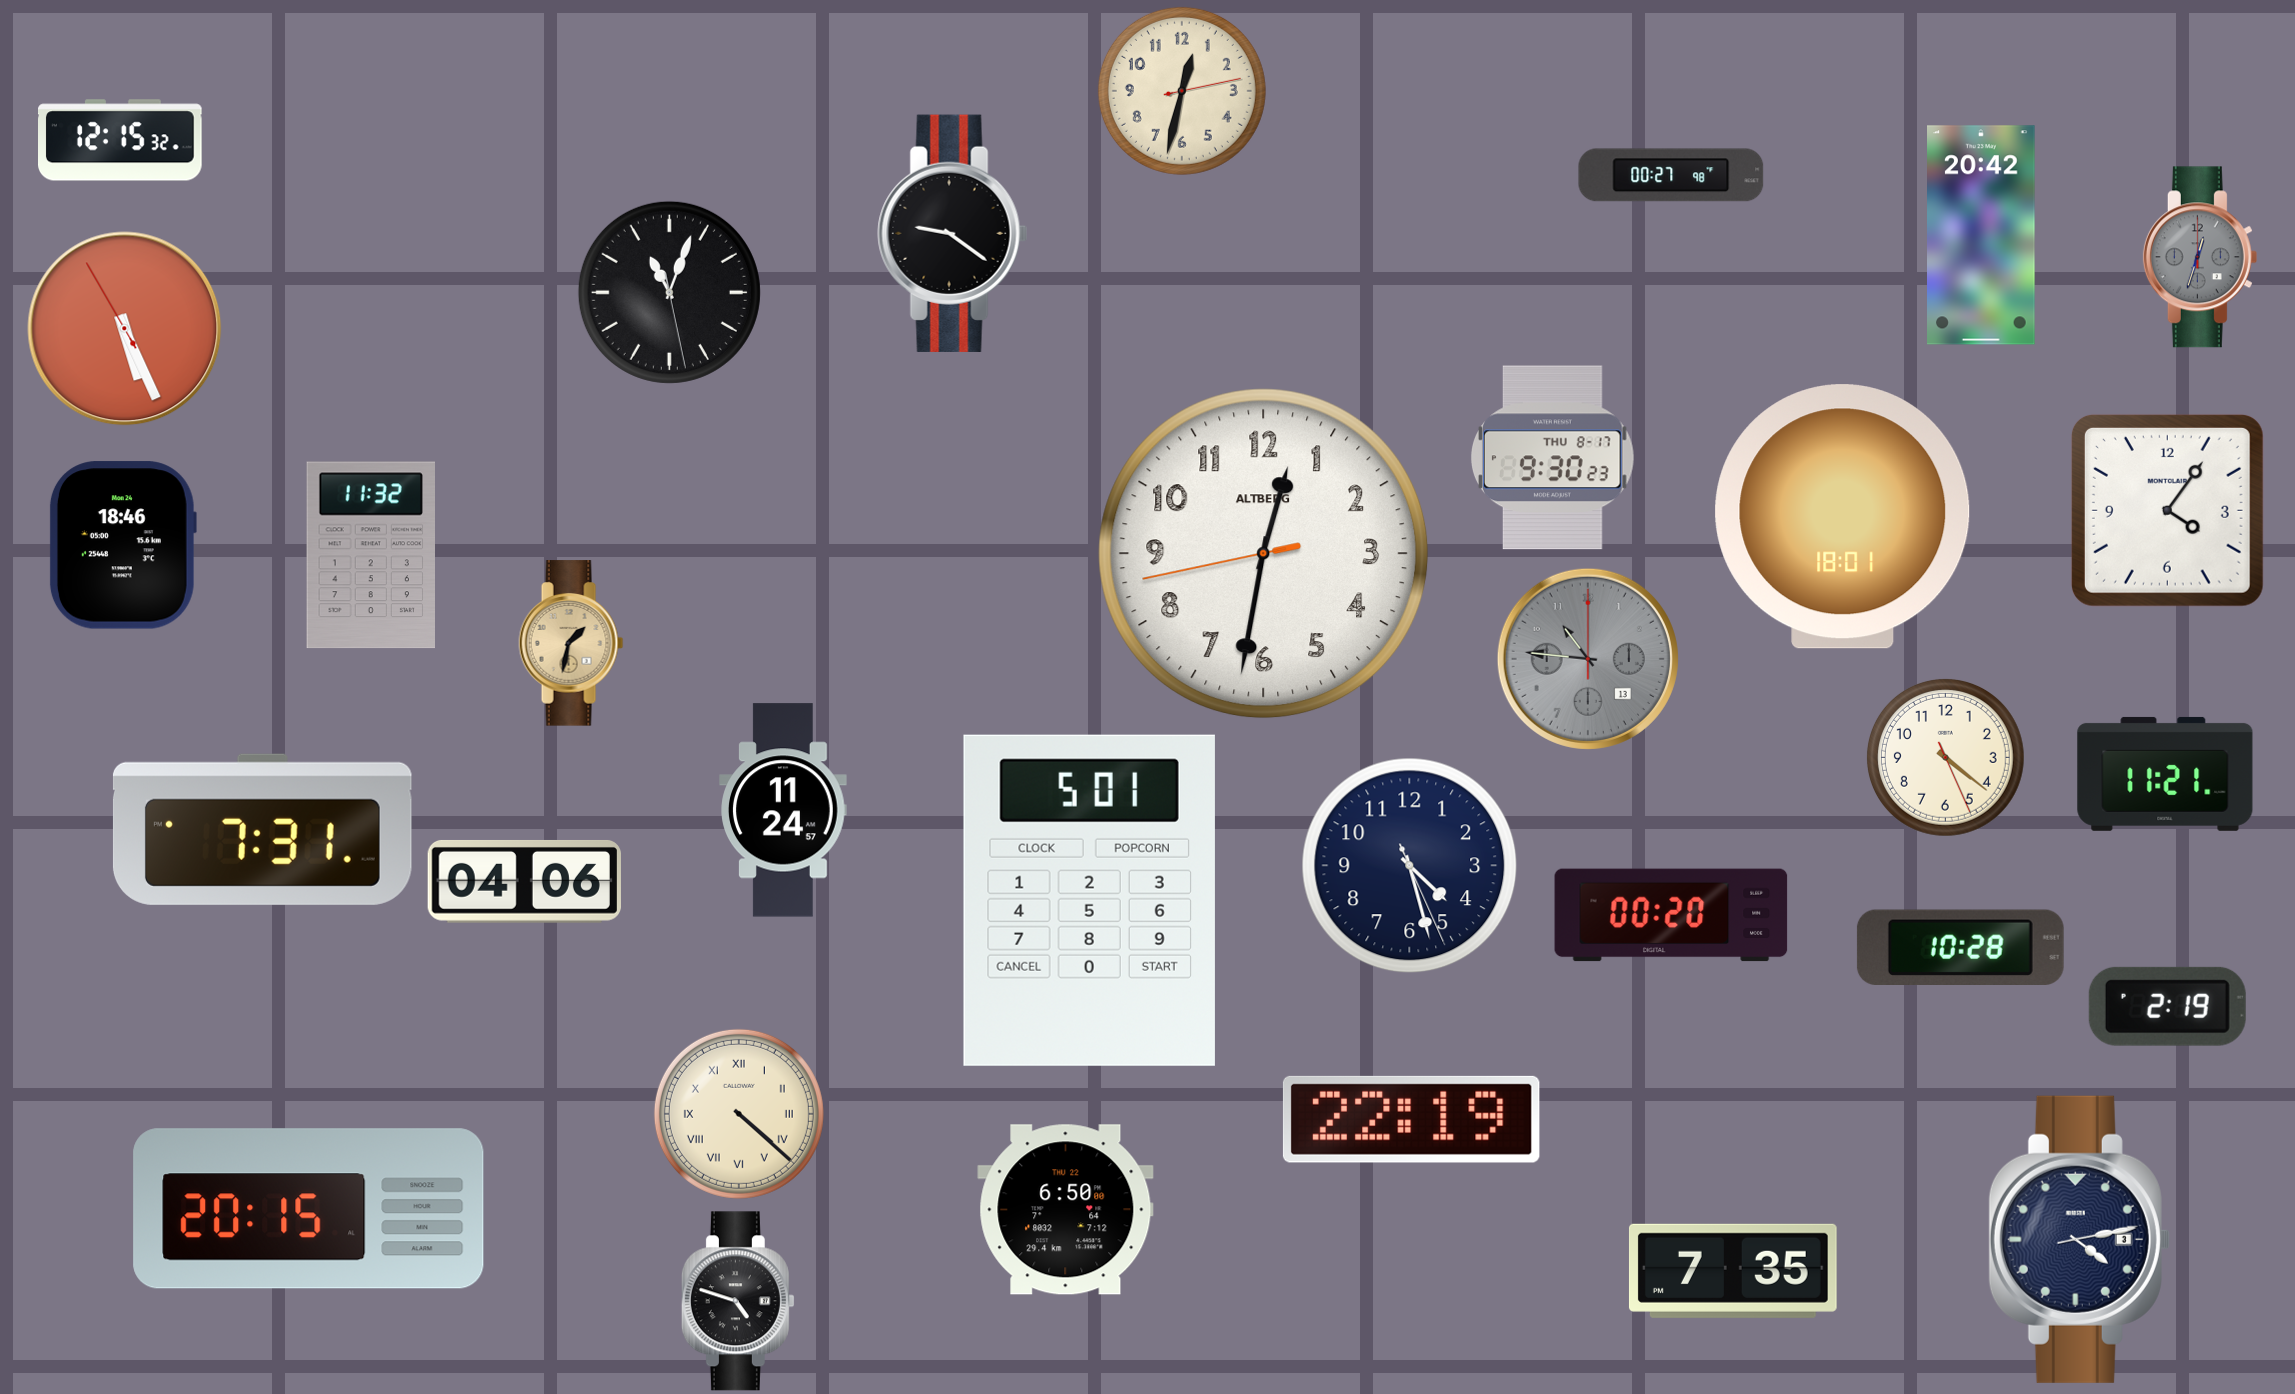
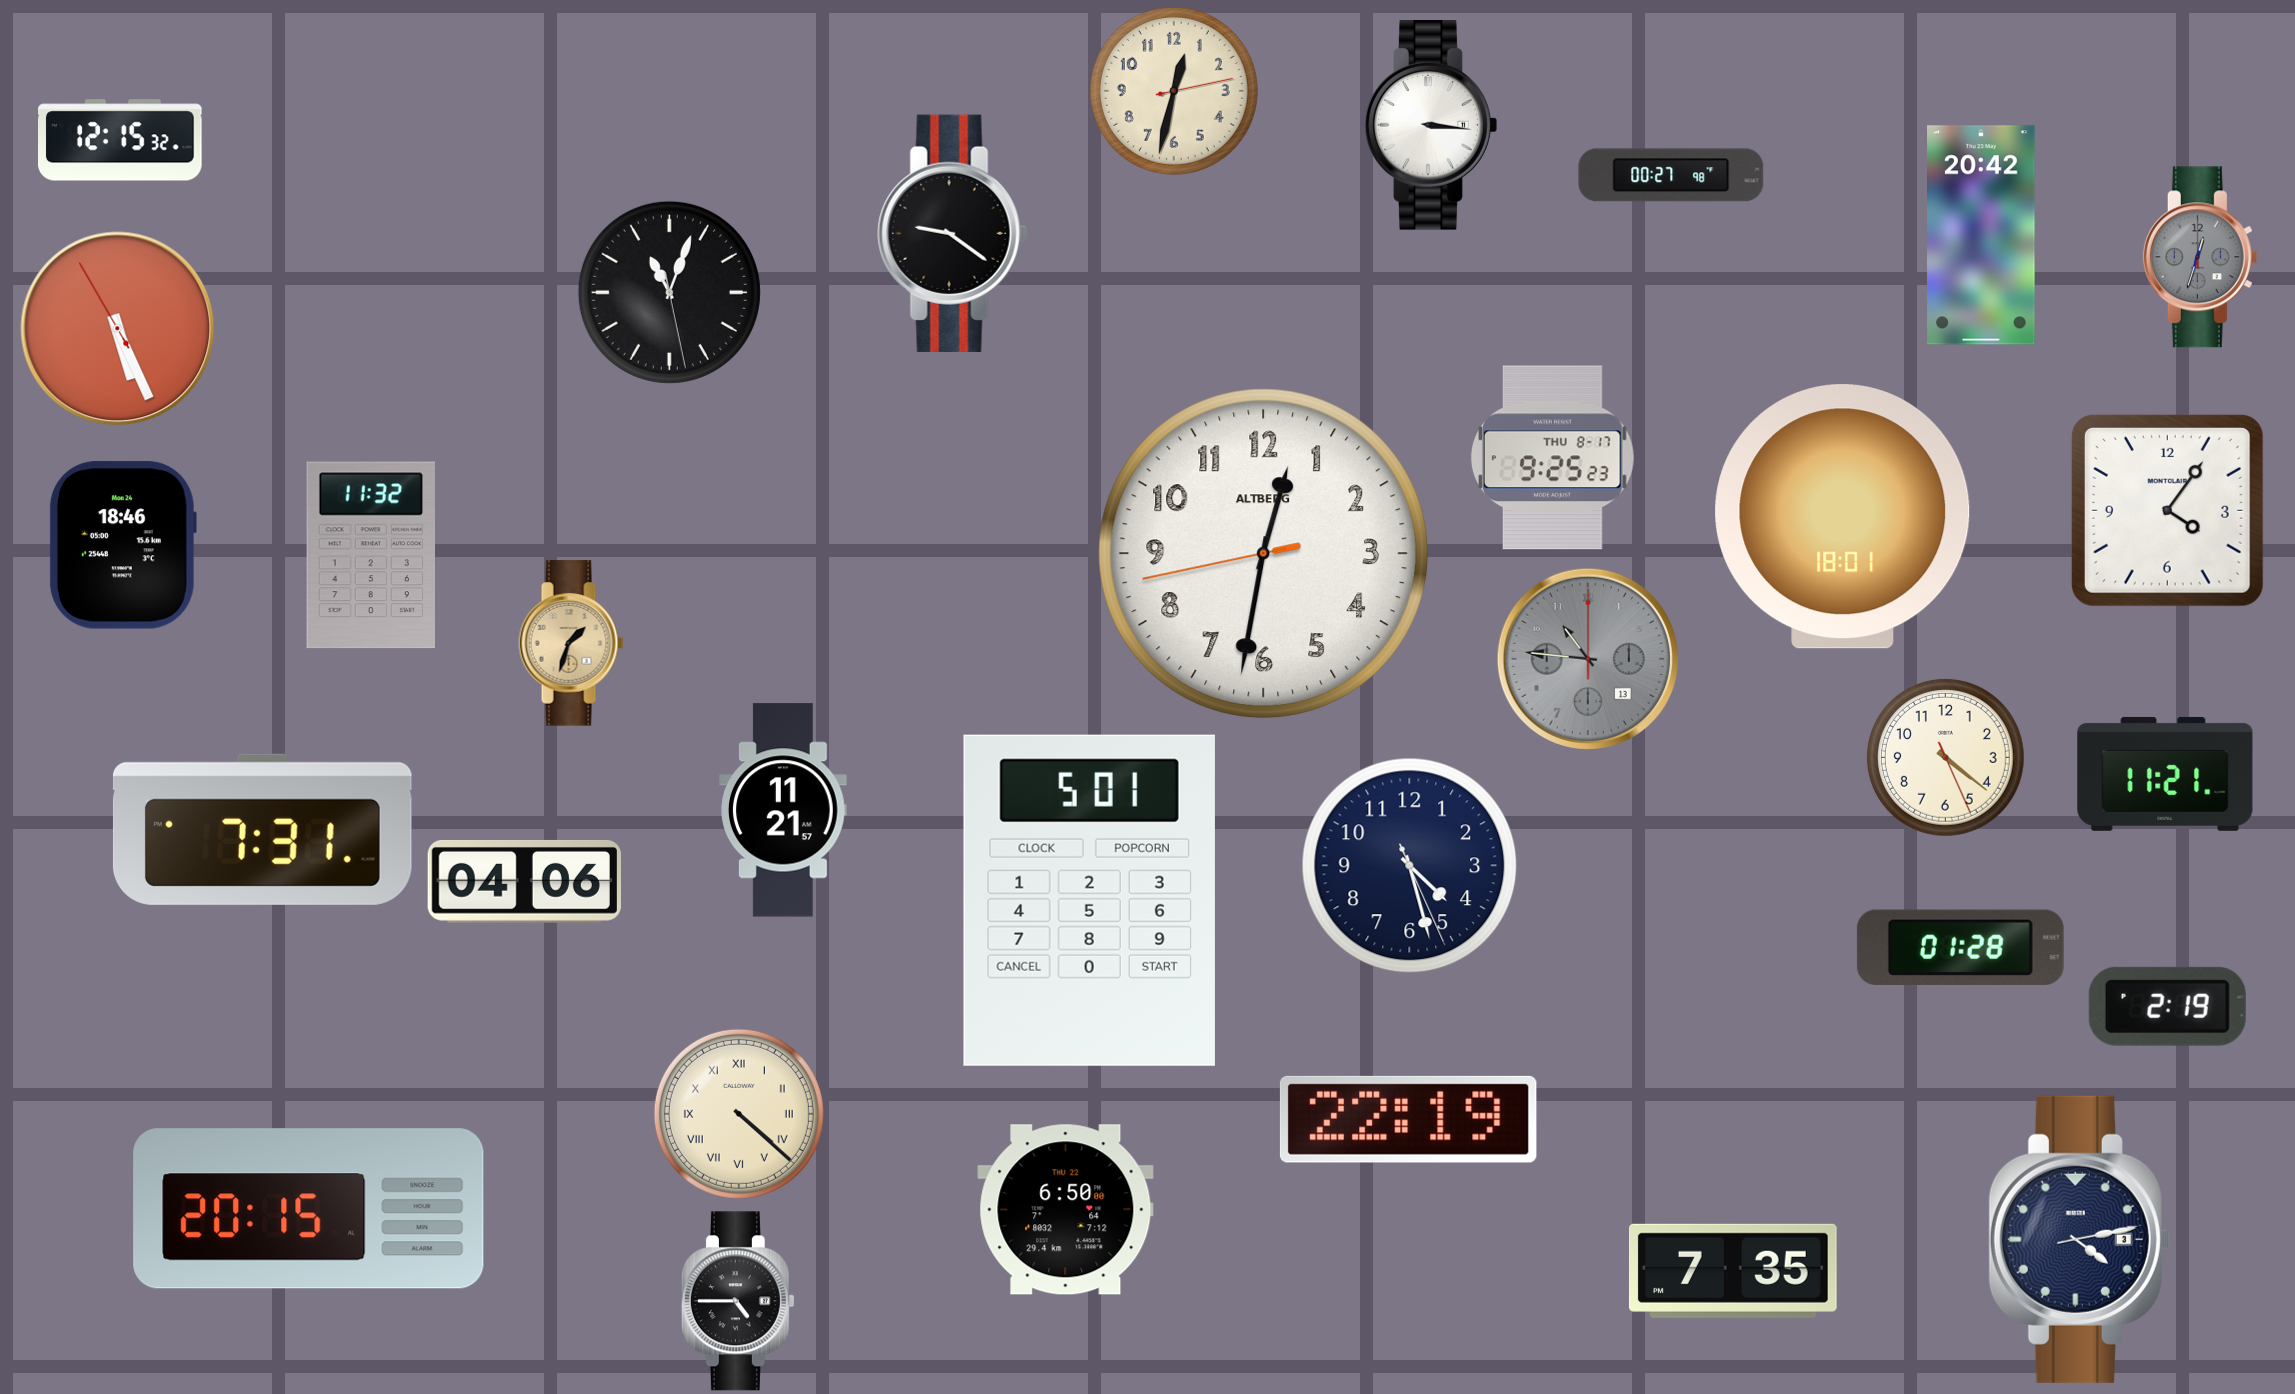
clock at (1182, 91) position: (1182, 91) -> (1174, 91)
clock at (1431, 126): none -> 3:16
clock at (125, 329) position: (125, 329) -> (118, 329)
clock at (1553, 458): 9:30 -> 9:25
clock at (571, 643): 1:32 -> 1:33
clock at (783, 810): 11:24 -> 11:21
clock at (1671, 915): 00:20 -> none
clock at (1960, 947): 10:28 -> 01:28
clock at (1411, 1119) position: (1411, 1119) -> (1408, 1119)
clock at (738, 1301): 4:48 -> 4:45
